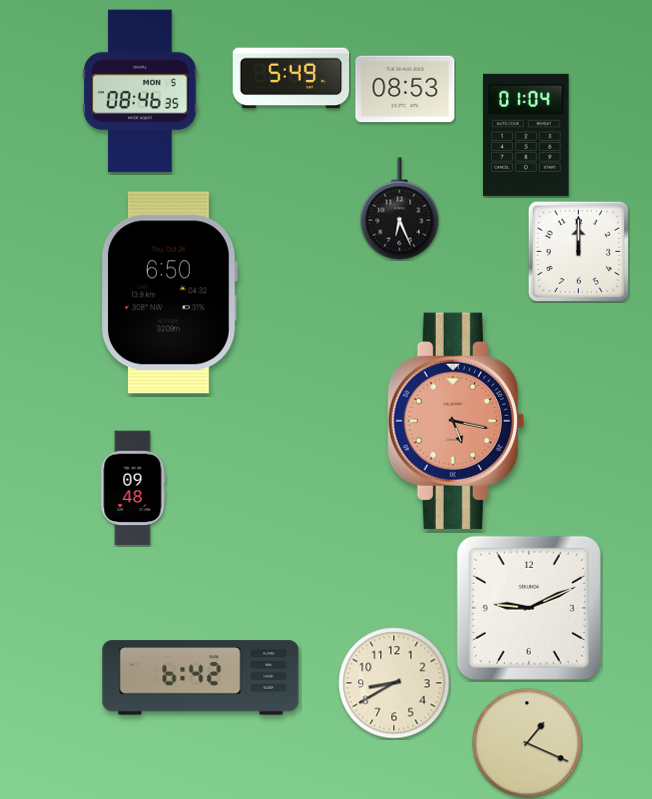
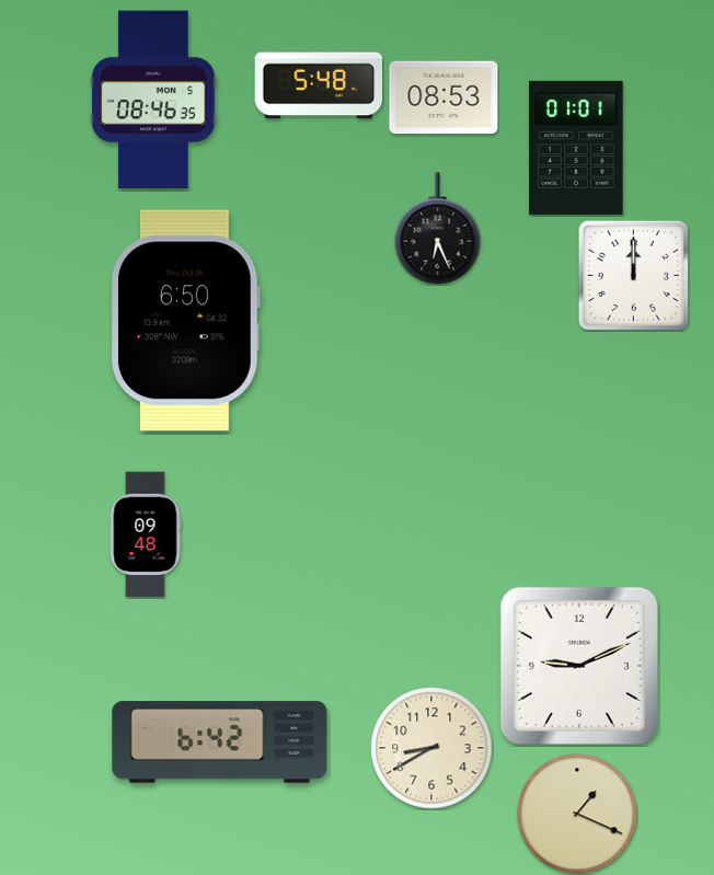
clock at (291, 78): 5:49 -> 5:48
clock at (526, 135): 01:04 -> 01:01
clock at (456, 421): 5:17 -> none
